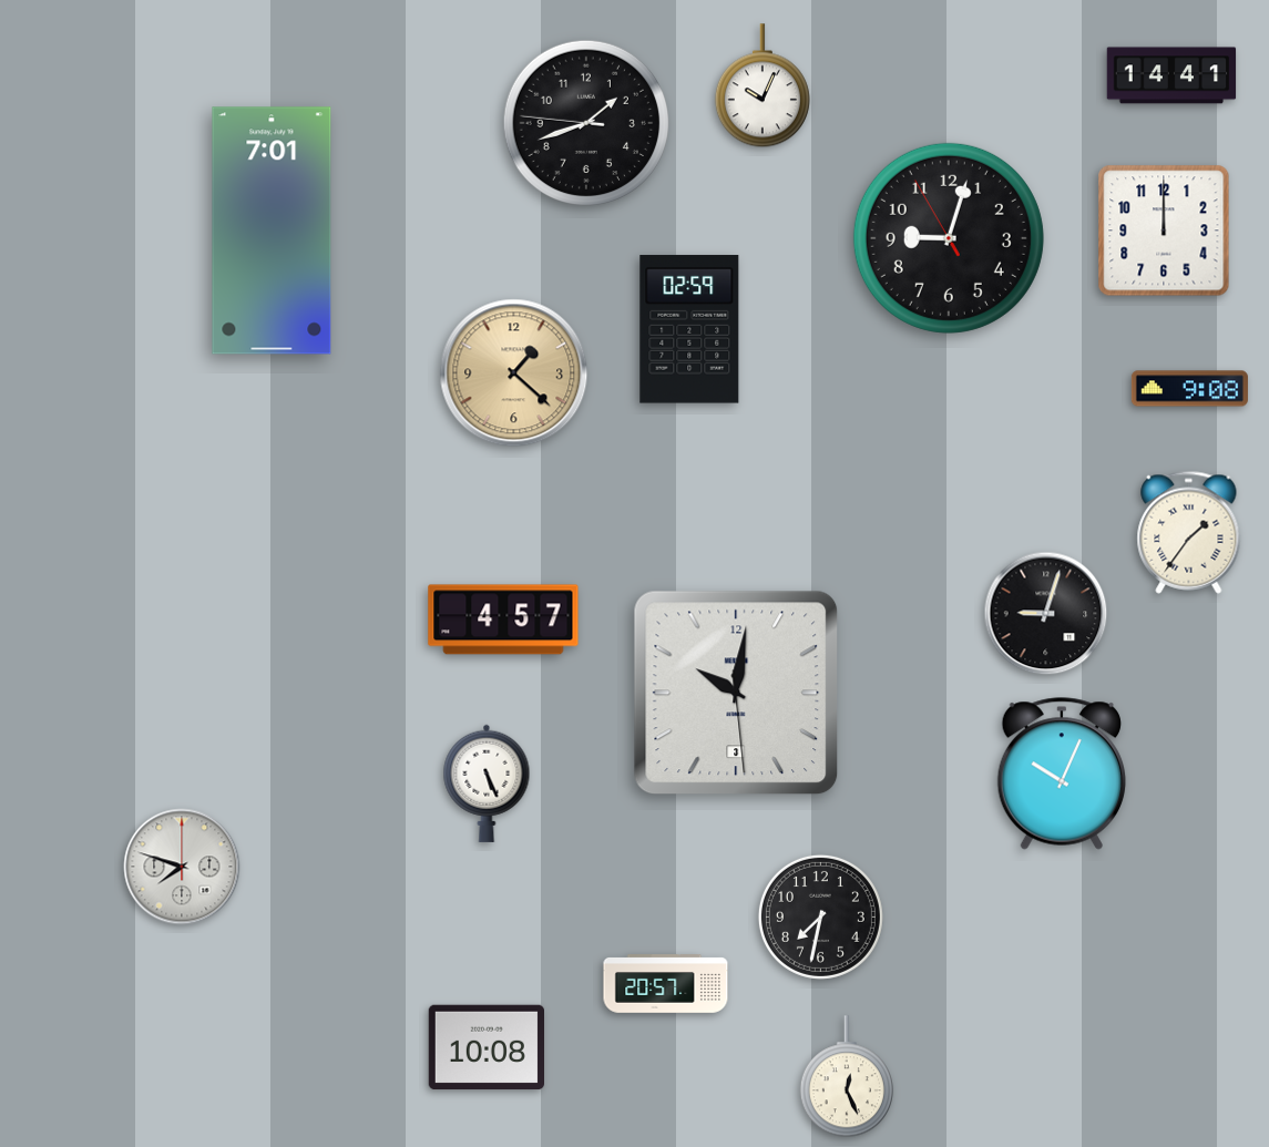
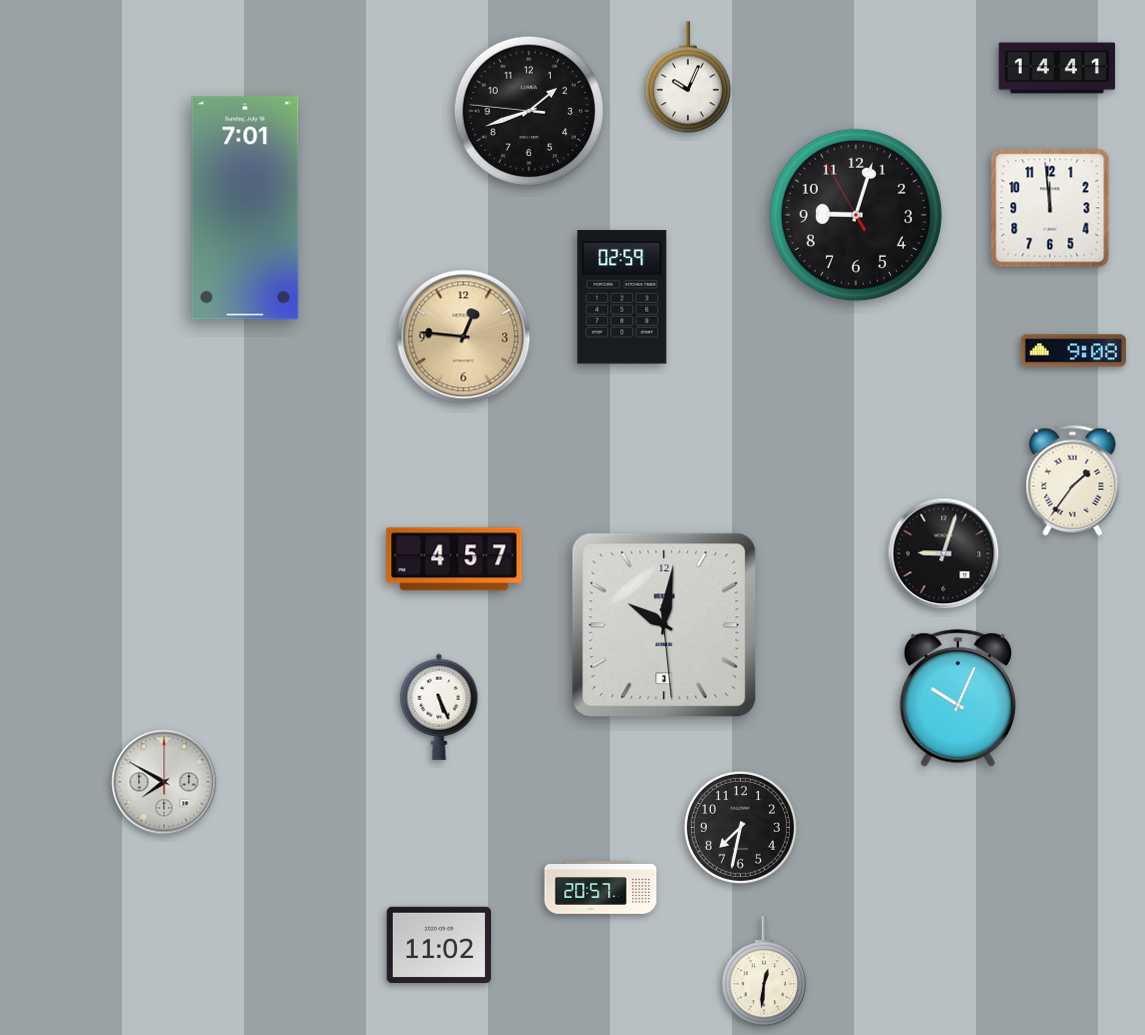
clock at (1164, 231): 12:00 -> 11:59
clock at (514, 373): 1:22 -> 12:46
clock at (182, 867): 7:48 -> 7:50
clock at (485, 1047): 10:08 -> 11:02
clock at (847, 1077): 12:26 -> 12:31
